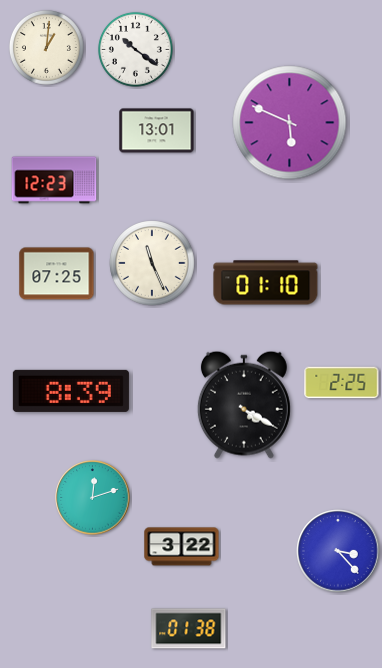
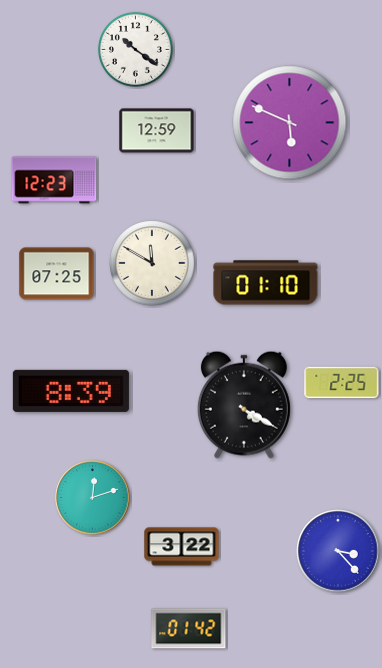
clock at (46, 47): 1:01 -> none
clock at (157, 131): 13:01 -> 12:59
clock at (152, 263): 11:26 -> 11:50
clock at (189, 629): 01:38 -> 01:42
